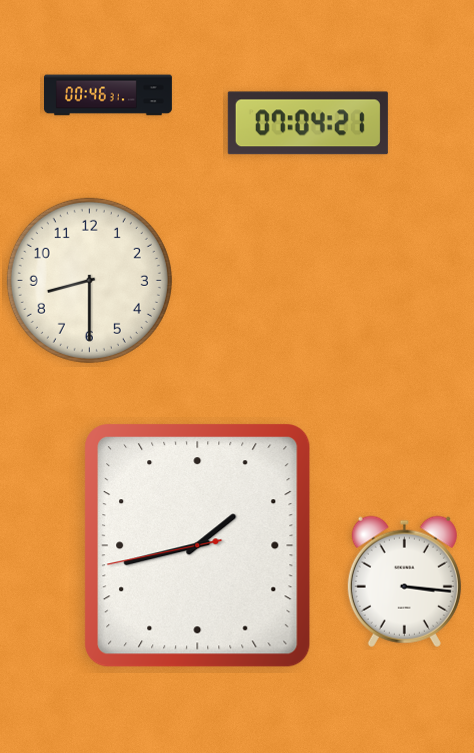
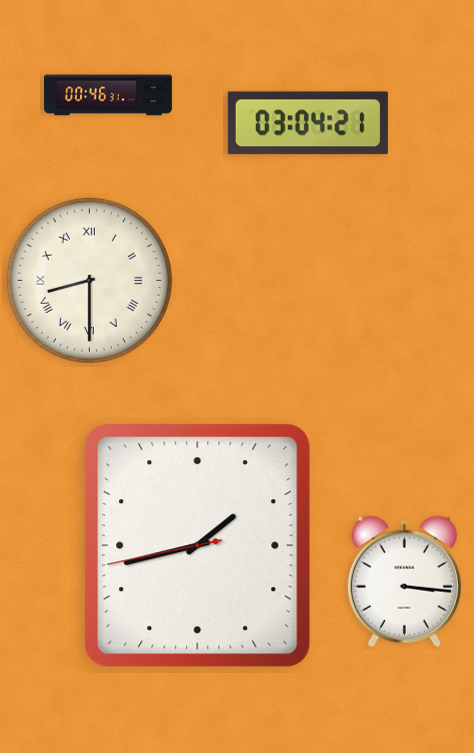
clock at (308, 123): 07:04 -> 03:04
clock at (89, 280) numerals: Arabic -> Roman
